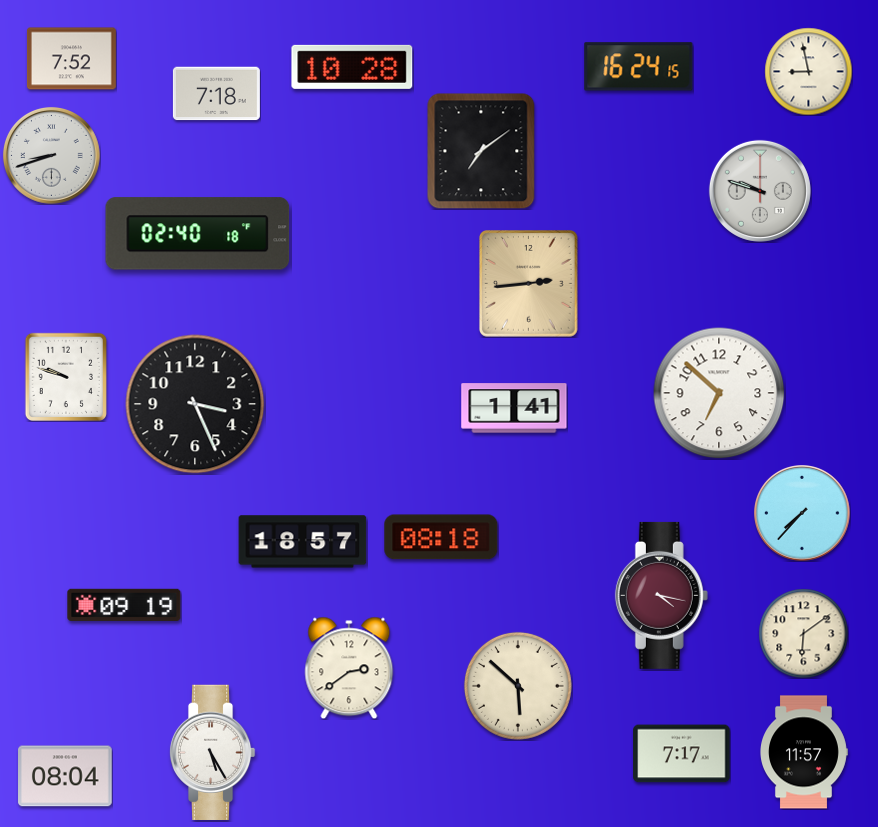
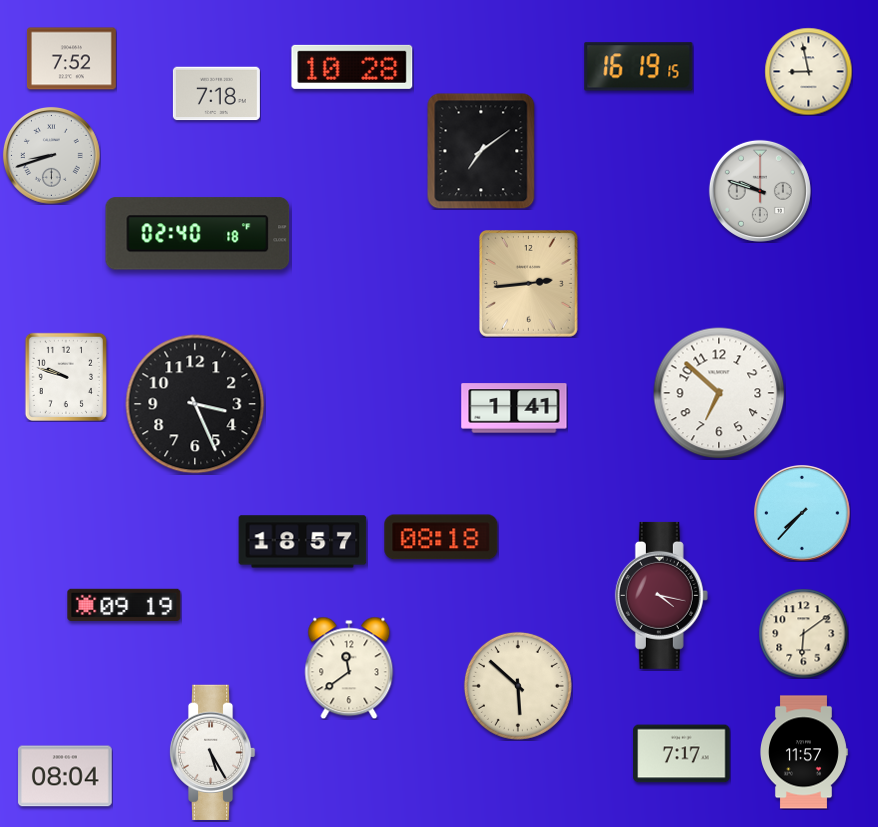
clock at (639, 67): 16:24 -> 16:19
clock at (349, 668): 2:39 -> 11:39
